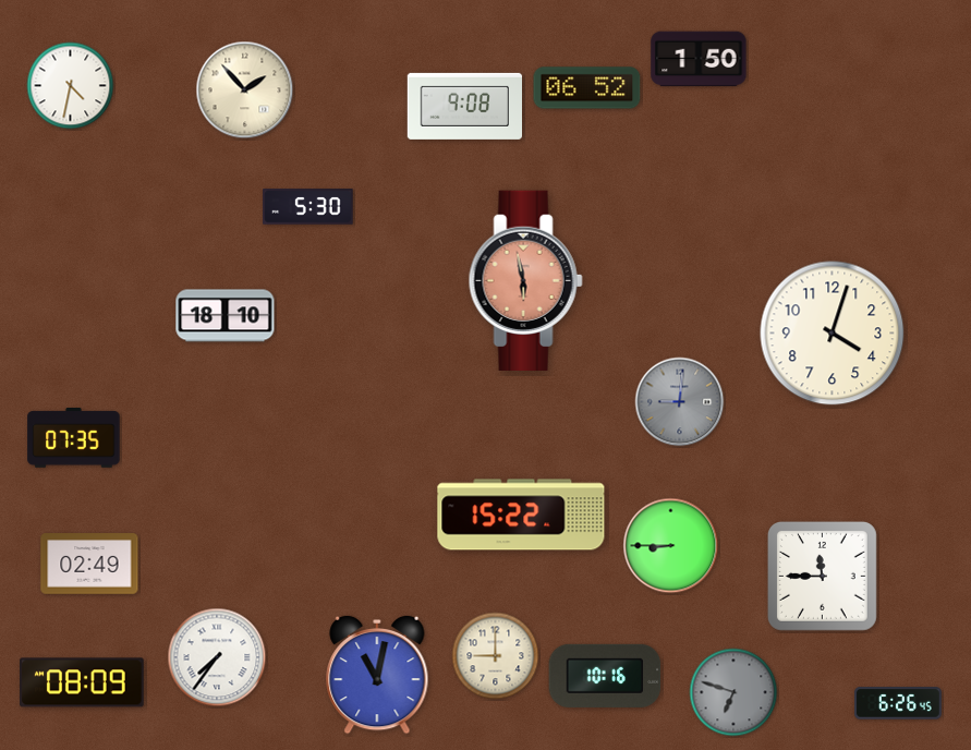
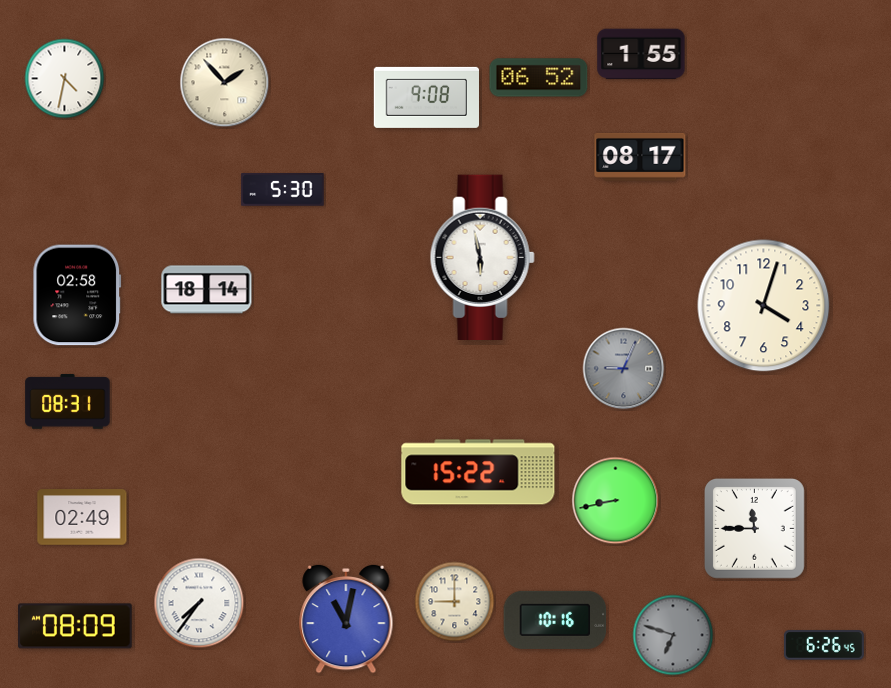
clock at (699, 59): 1:50 -> 1:55
clock at (587, 88) position: (587, 88) -> (539, 78)
clock at (640, 157): none -> 08:17
clock at (525, 280) dial: salmon -> white
clock at (226, 316): 18:10 -> 18:14
clock at (77, 295): none -> 02:58
clock at (680, 402): 9:01 -> 9:04
clock at (74, 438): 07:35 -> 08:31
clock at (671, 546): 8:45 -> 8:43
